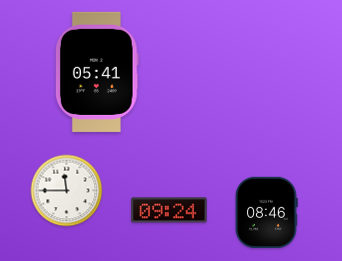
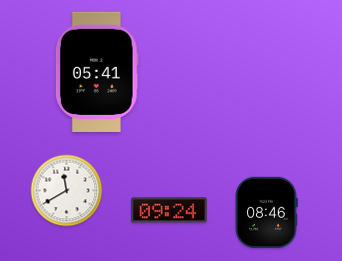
clock at (67, 191): 11:45 -> 11:40
